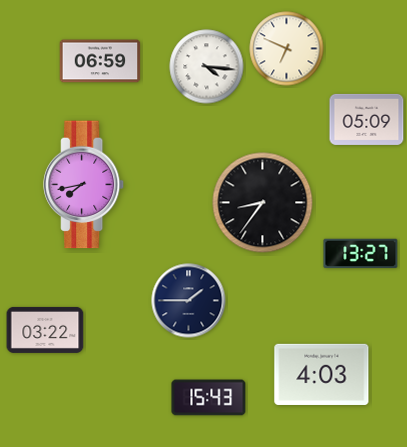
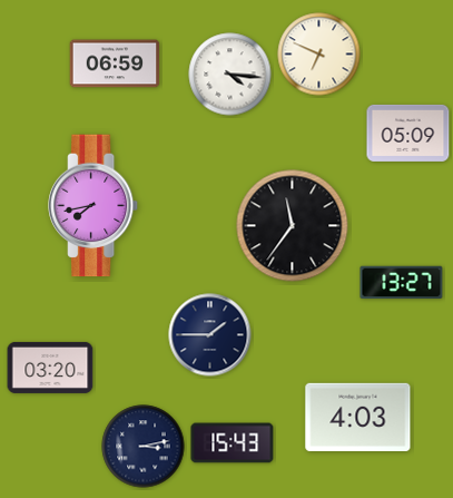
clock at (100, 61) position: (100, 61) -> (115, 64)
clock at (263, 203): 8:36 -> 11:36
clock at (45, 330): 03:22 -> 03:20
clock at (144, 447): none -> 3:13
